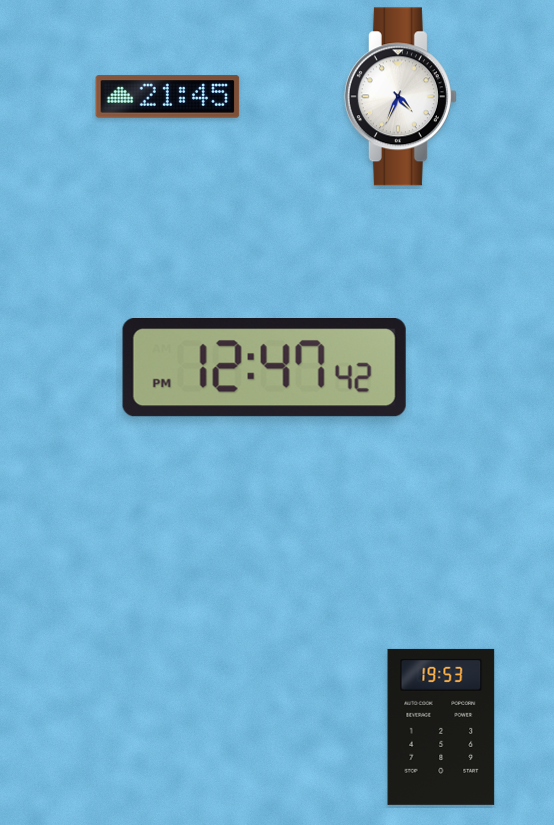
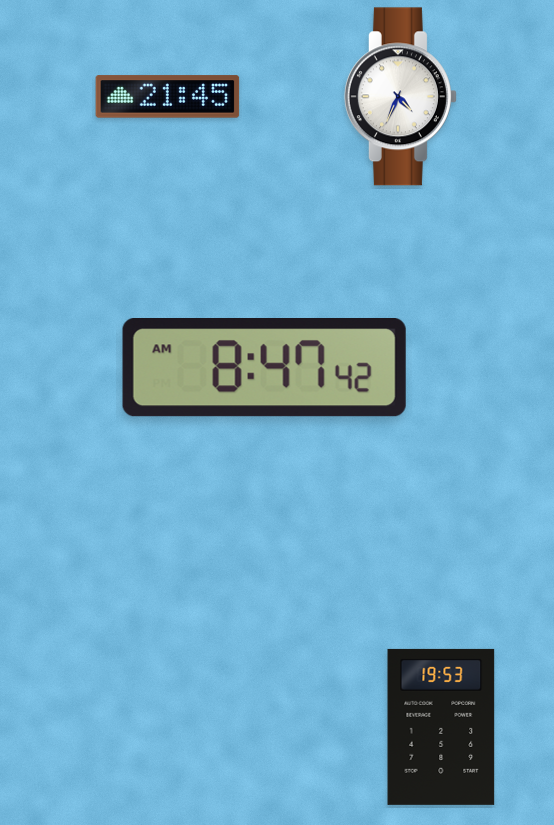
clock at (264, 368): 12:47 -> 8:47
